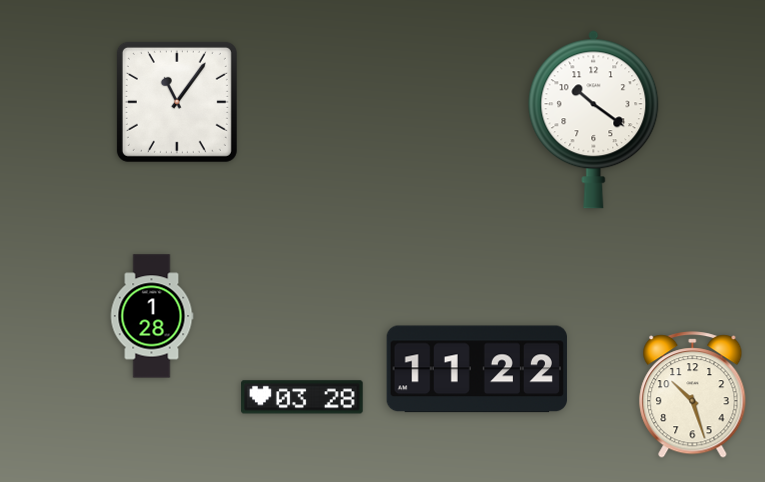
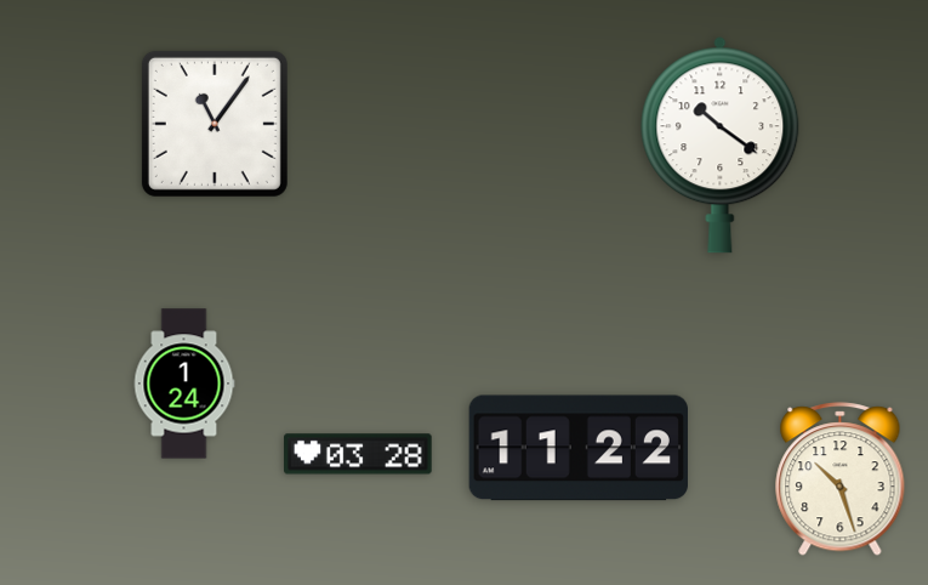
clock at (152, 316): 1:28 -> 1:24
clock at (302, 397) position: (302, 397) -> (358, 454)
